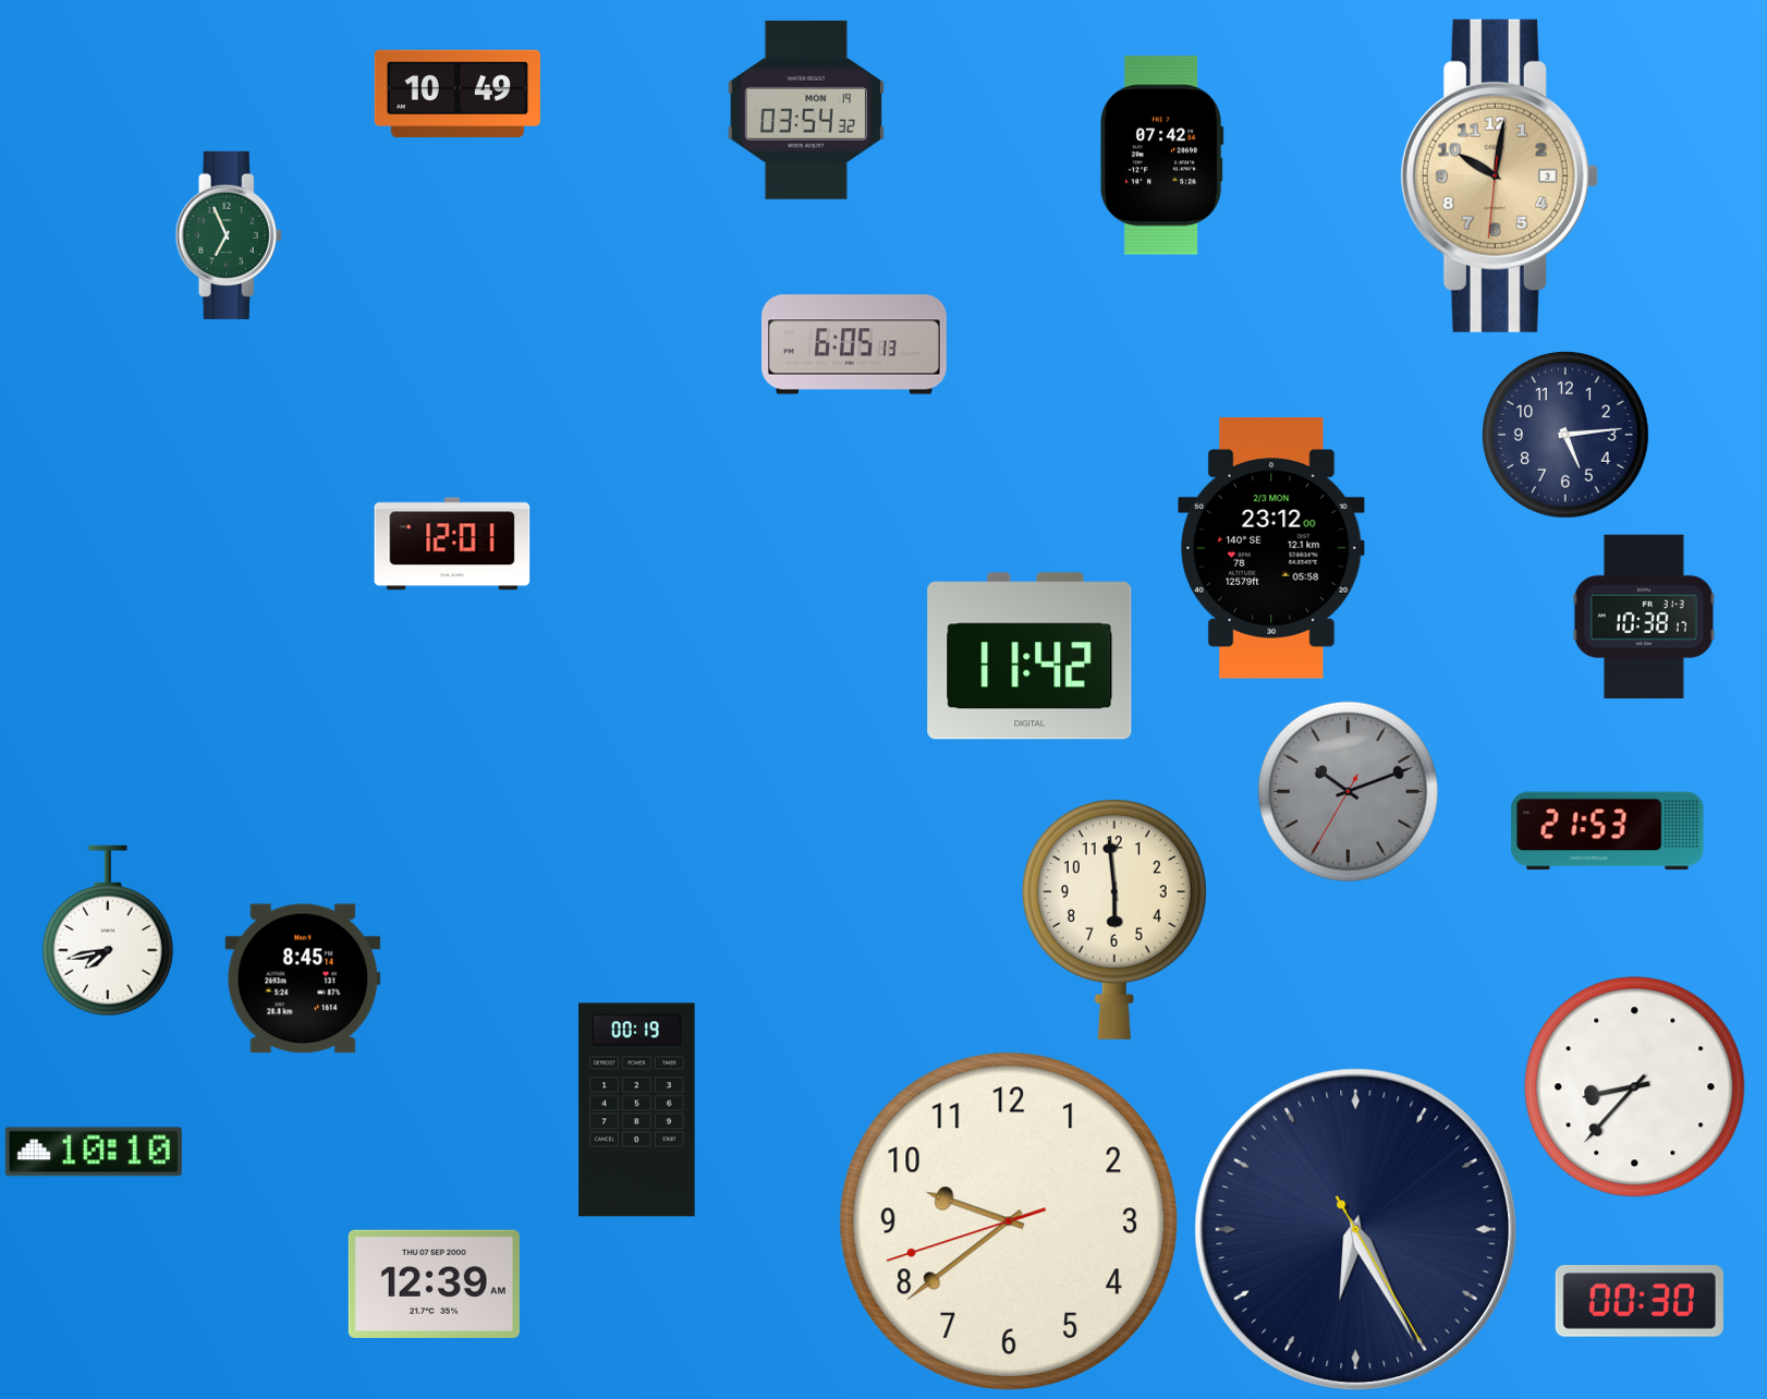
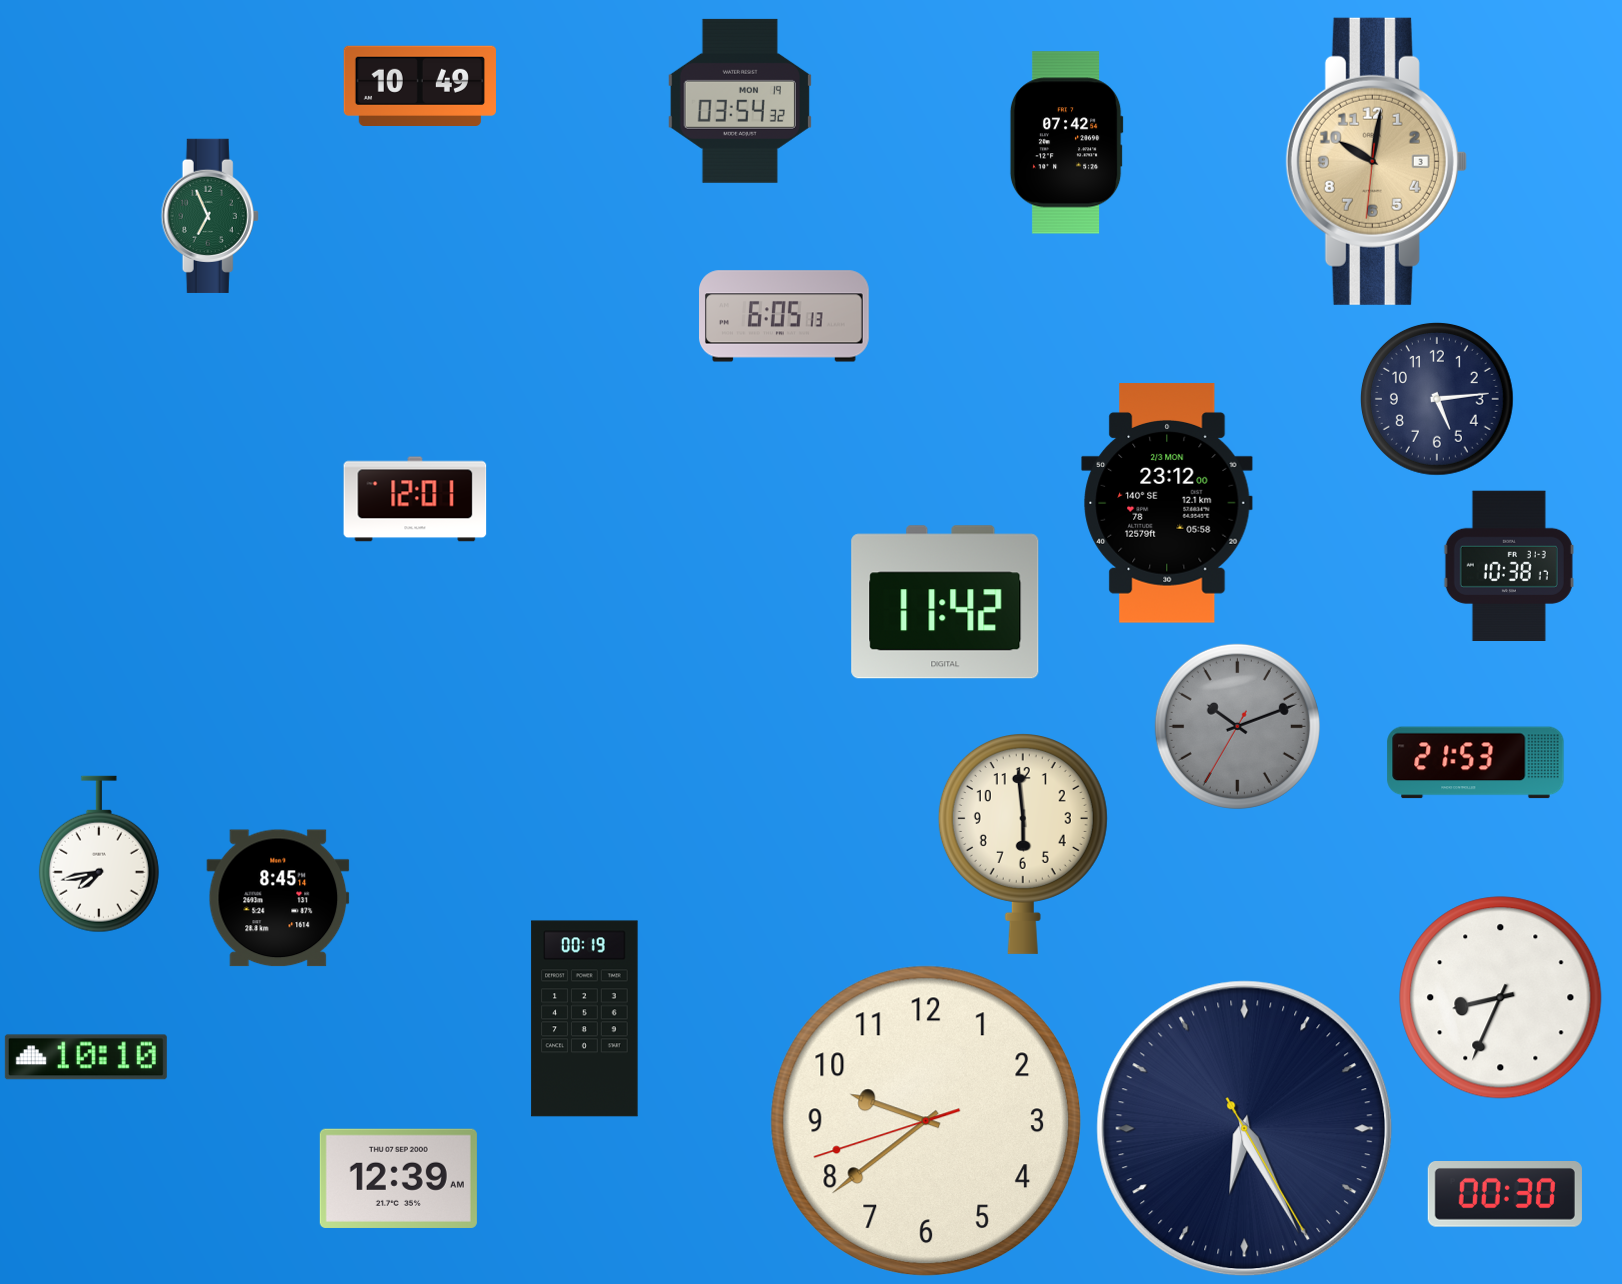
clock at (1635, 1087): 8:37 -> 8:34
